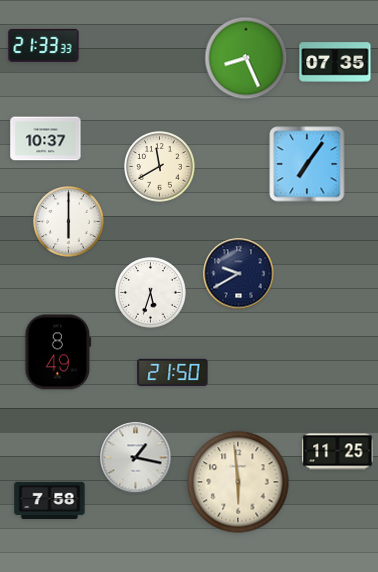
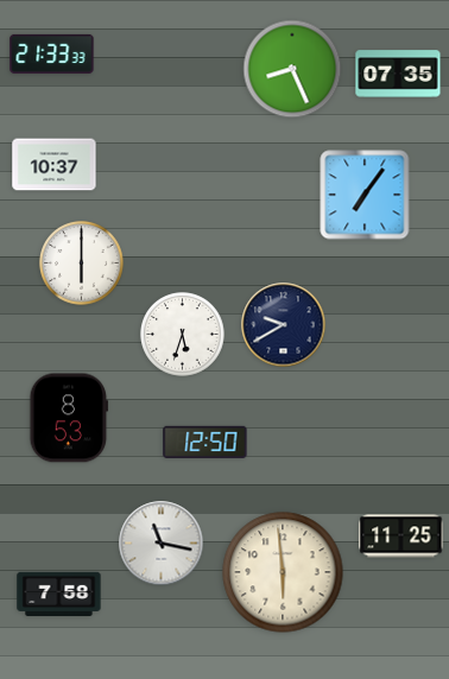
clock at (160, 167): 11:40 -> none
clock at (151, 293) position: (151, 293) -> (183, 335)
clock at (58, 352): 8:49 -> 8:53
clock at (173, 372): 21:50 -> 12:50
clock at (136, 458): 1:17 -> 11:17
